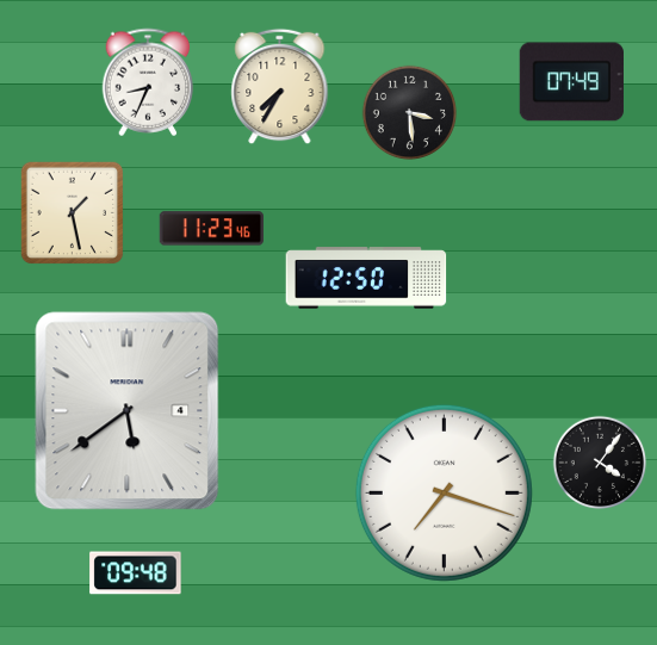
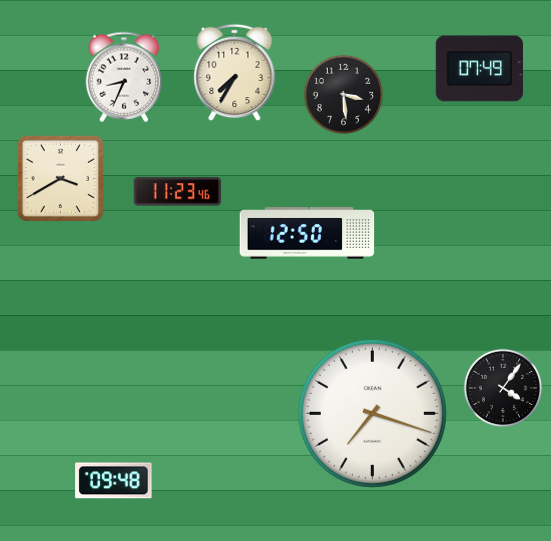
clock at (148, 82) position: (148, 82) -> (124, 77)
clock at (73, 213): 1:28 -> 3:40
clock at (128, 411): 5:39 -> none
